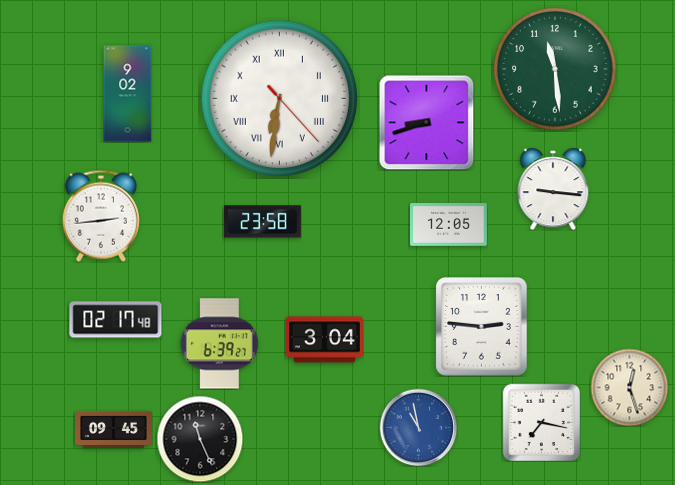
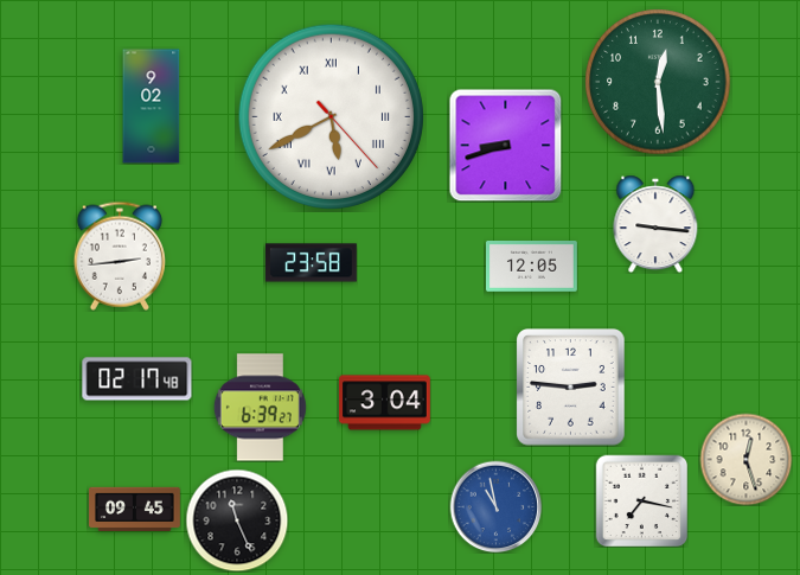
clock at (555, 69): 11:29 -> 12:29
clock at (128, 94) position: (128, 94) -> (152, 107)
clock at (279, 98): 6:31 -> 5:40
